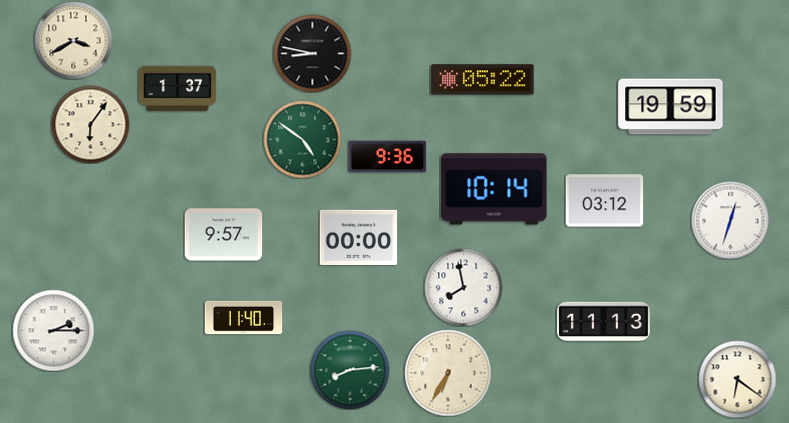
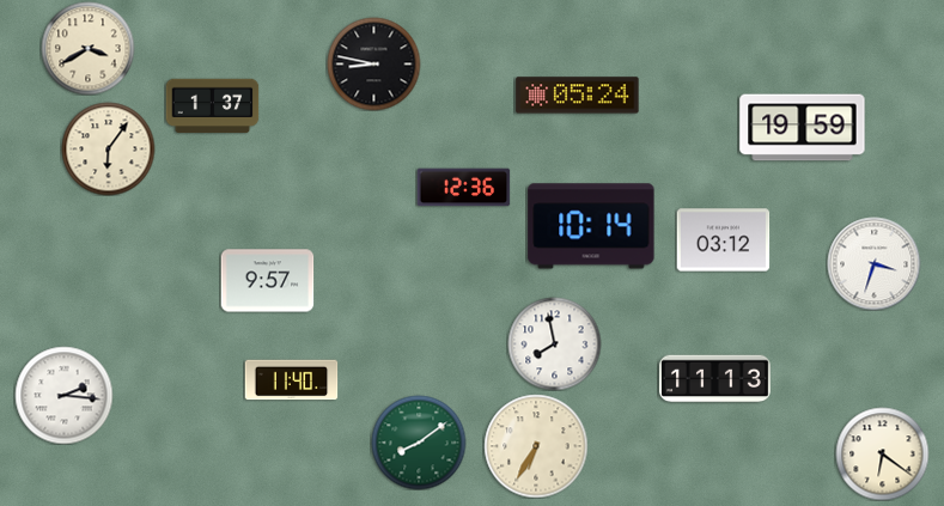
clock at (483, 80): 05:22 -> 05:24
clock at (302, 139): 4:51 -> none
clock at (387, 157): 9:36 -> 12:36
clock at (730, 220): 12:33 -> 3:33
clock at (358, 237): 00:00 -> none
clock at (604, 322) position: (604, 322) -> (715, 379)
clock at (53, 330): 2:15 -> 2:16
clock at (350, 370): 8:14 -> 8:09
